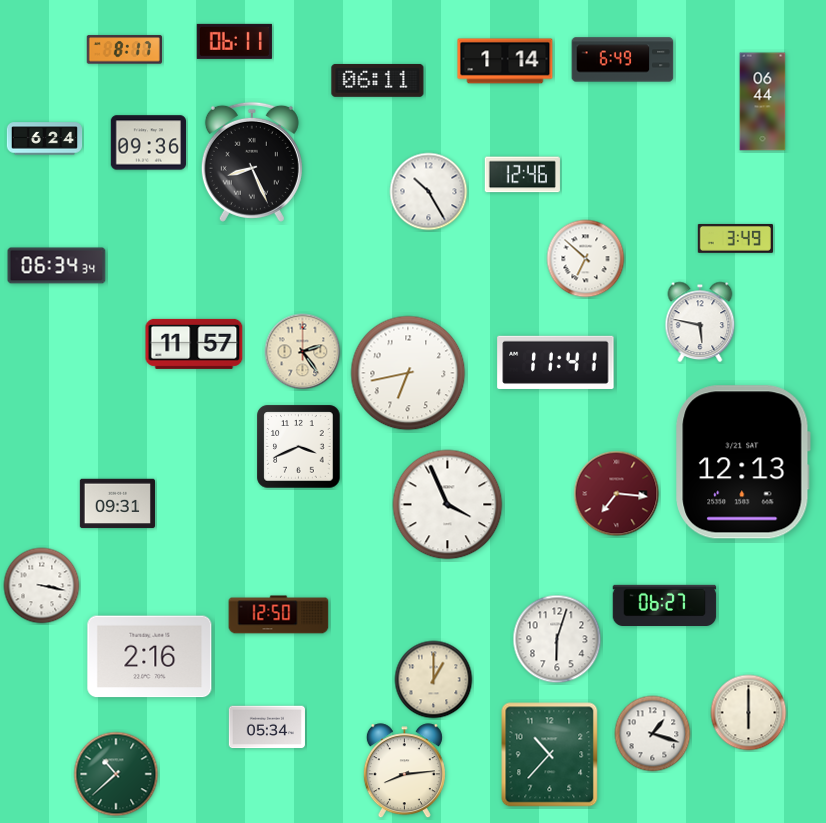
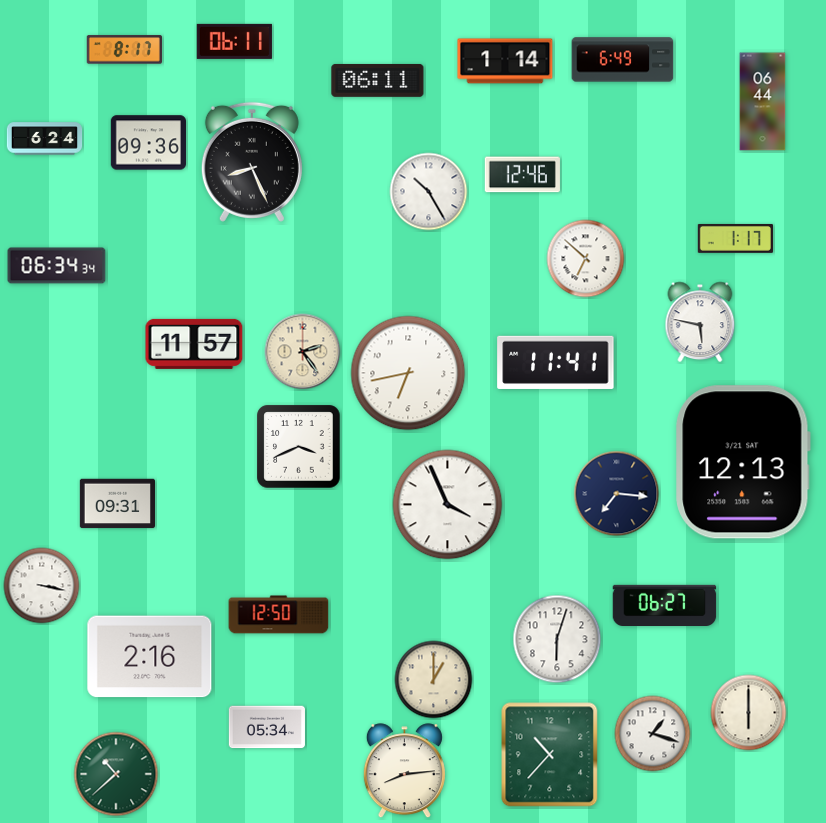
clock at (735, 238): 3:49 -> 1:17
clock at (617, 494) dial: burgundy -> navy
